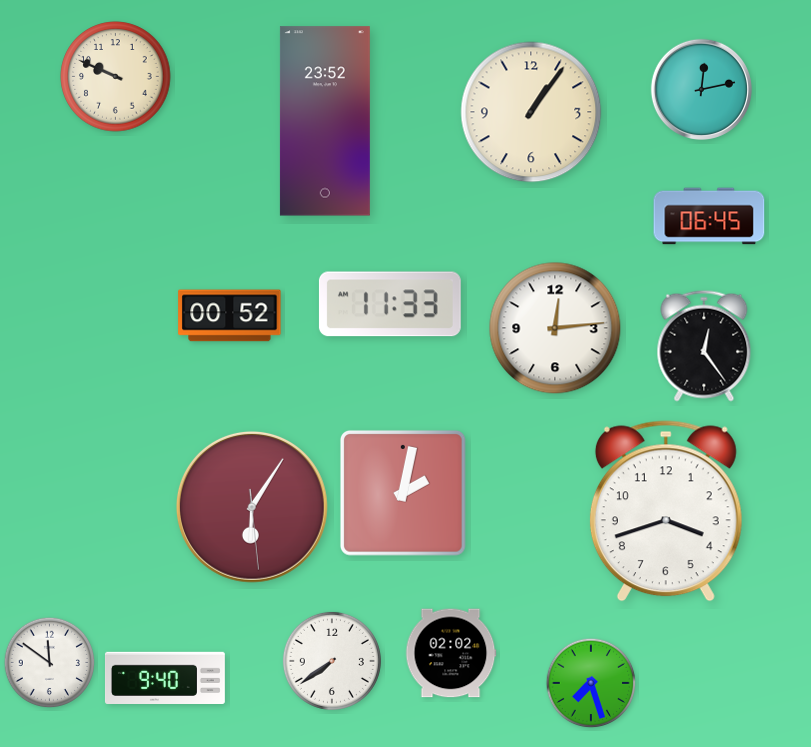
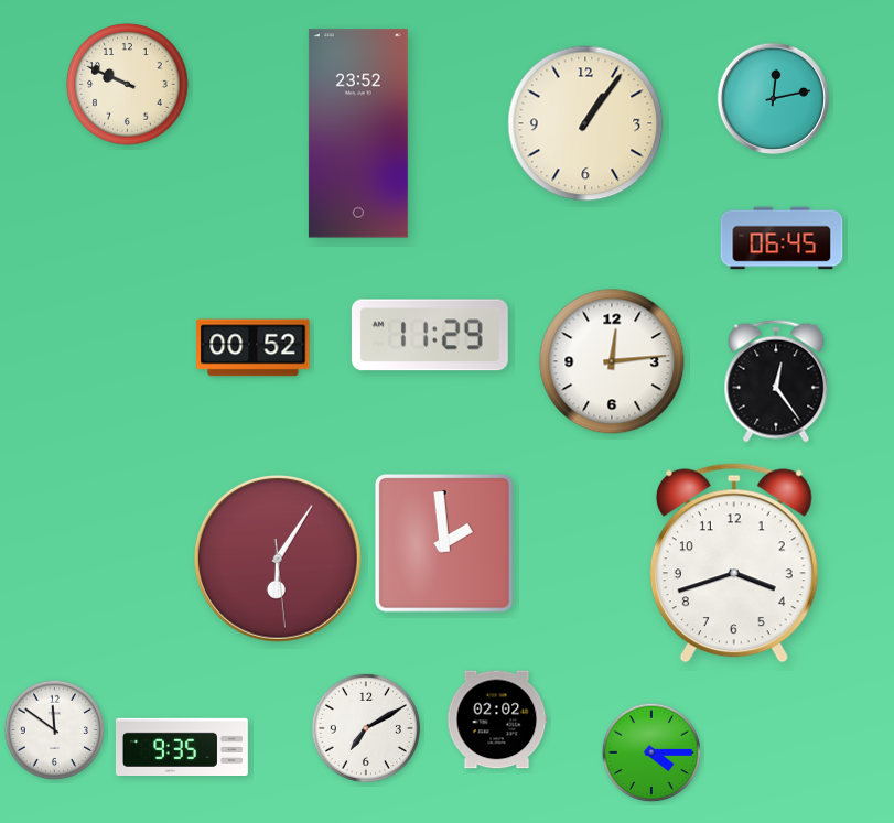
clock at (390, 304): 11:33 -> 11:29
clock at (403, 493): 2:02 -> 1:59
clock at (332, 661): 7:39 -> 7:10
clock at (165, 677): 9:40 -> 9:35
clock at (591, 683): 7:27 -> 4:15
